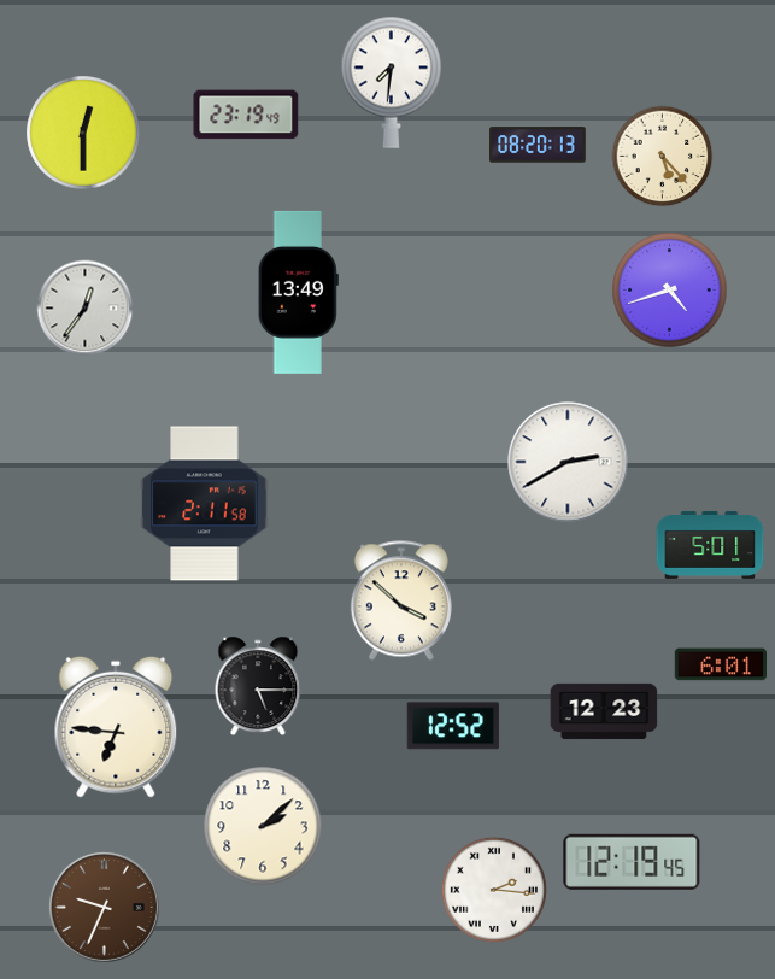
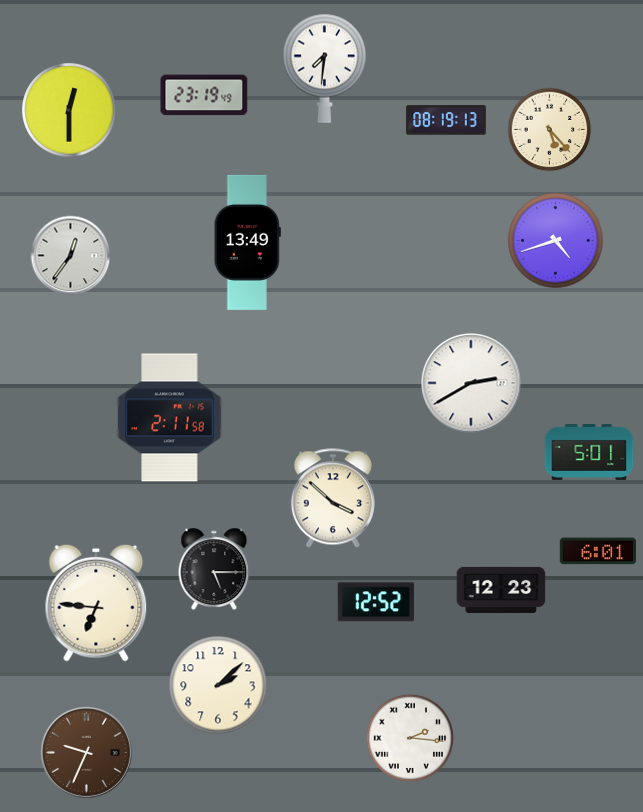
clock at (538, 145): 08:20 -> 08:19
clock at (632, 862): 12:19 -> none
